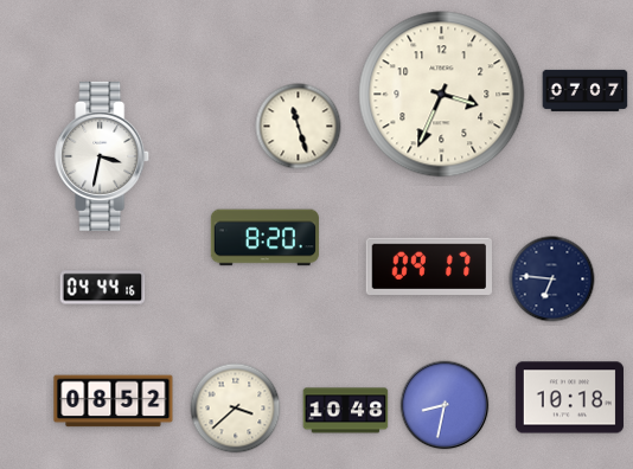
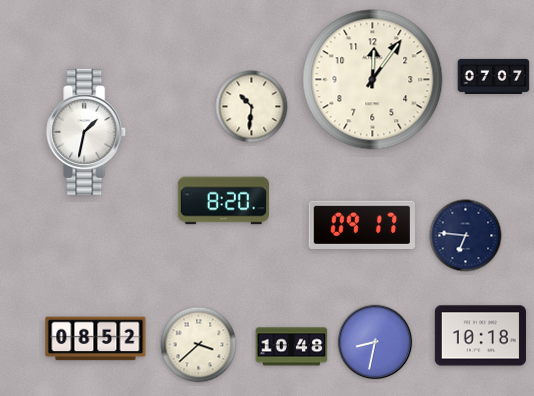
clock at (442, 95): 3:34 -> 12:06
clock at (299, 127): 11:27 -> 10:31
clock at (103, 156): 3:32 -> 1:32
clock at (103, 288): 04:44 -> none
